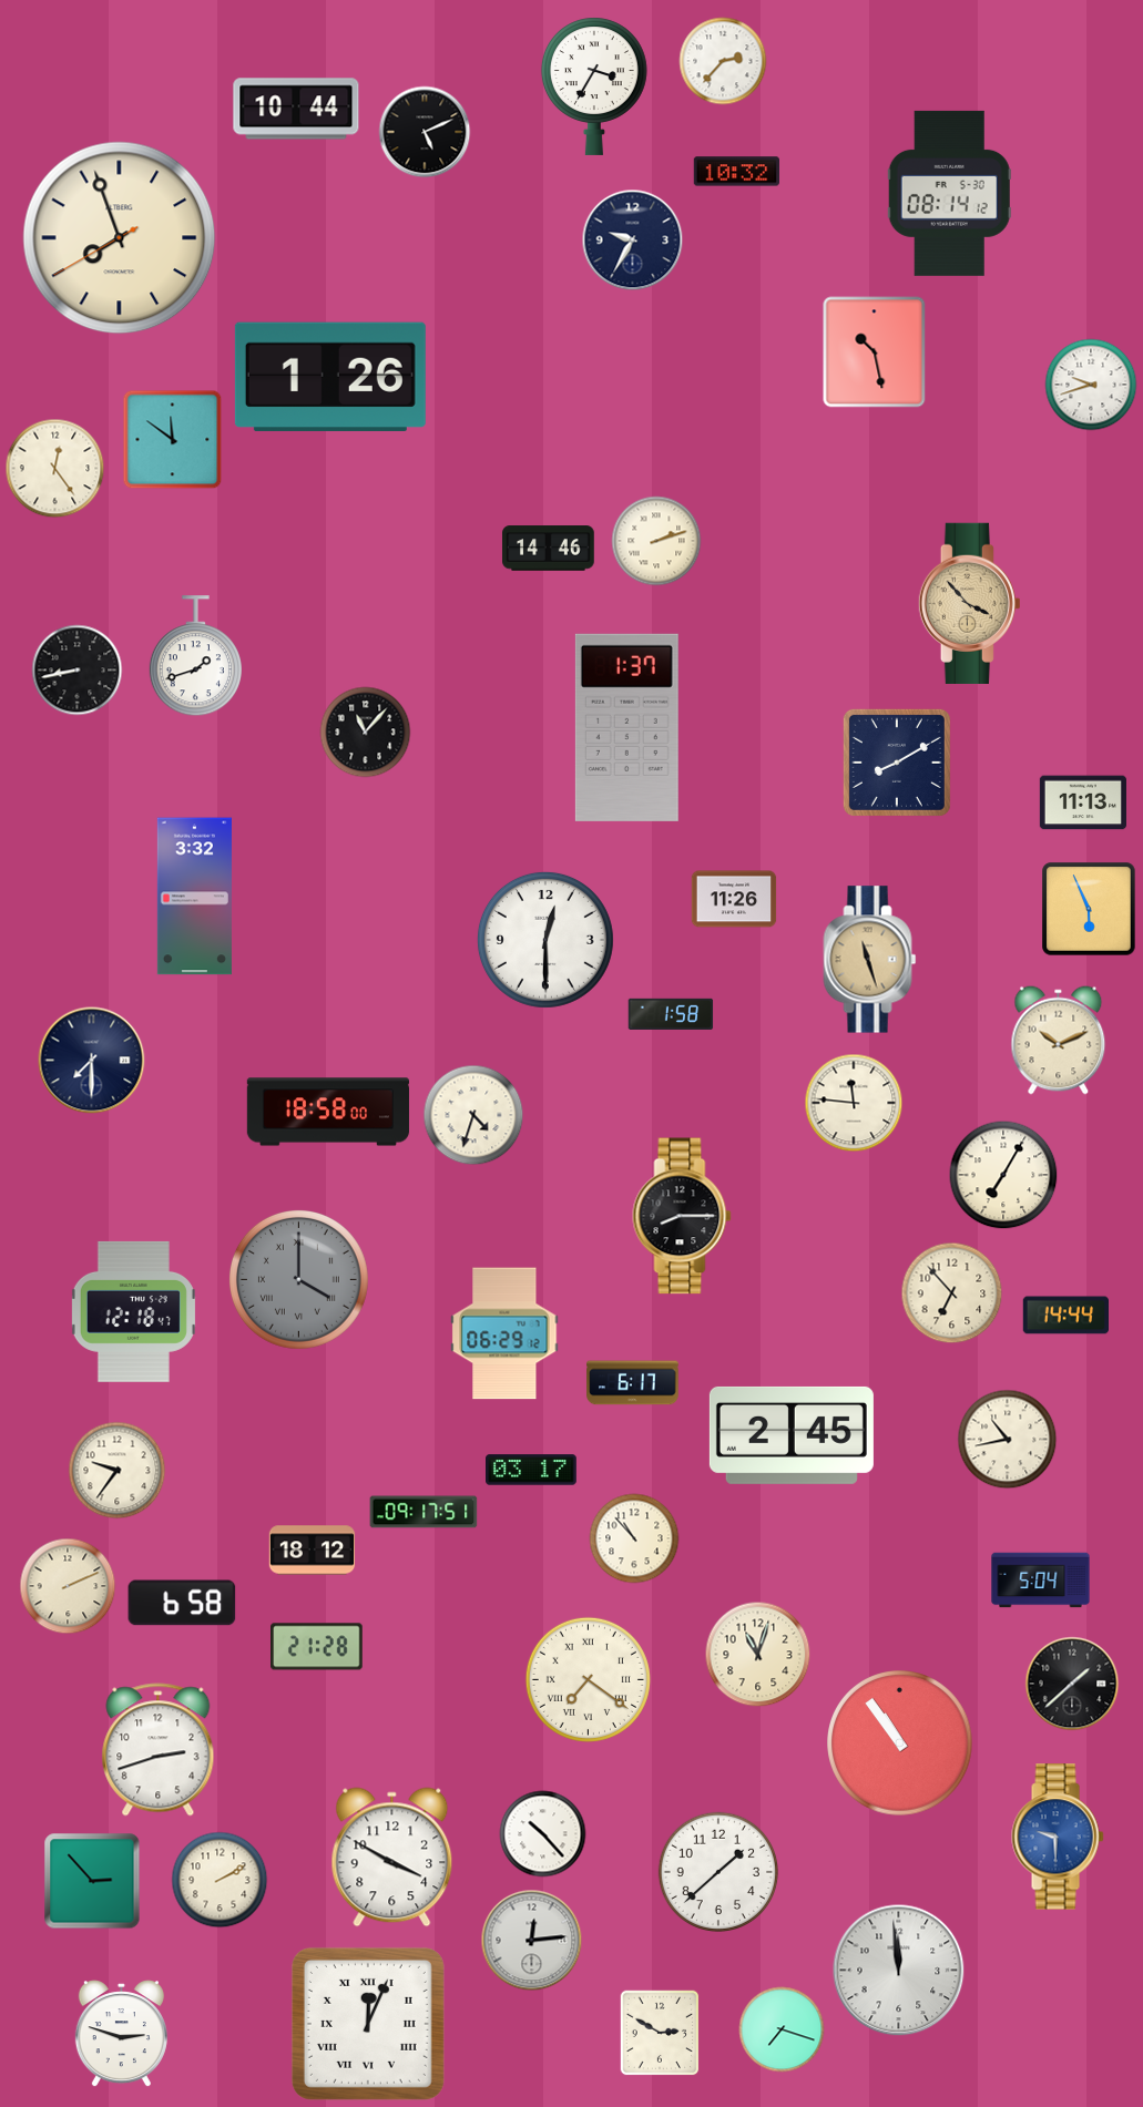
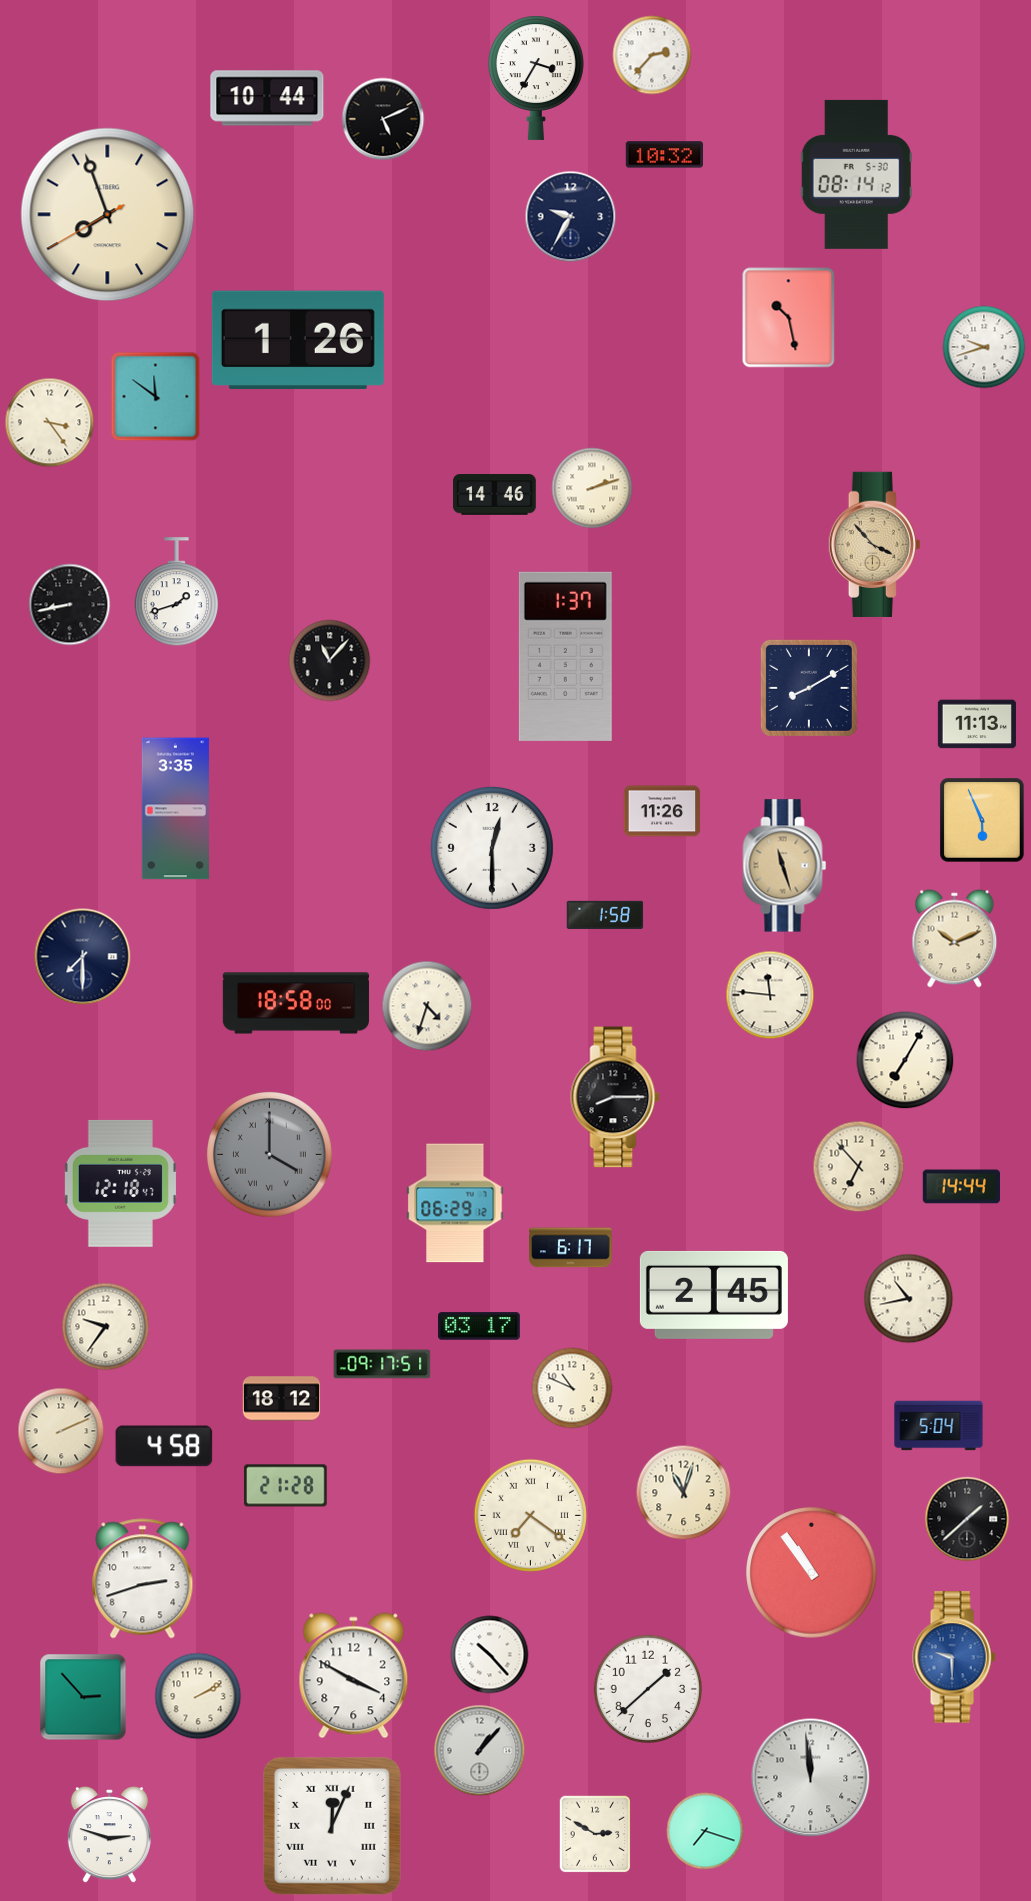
clock at (55, 469): 12:24 -> 3:24
clock at (194, 897): 3:32 -> 3:35
clock at (634, 1538): 10:53 -> 10:49
clock at (182, 1603): 6:58 -> 4:58
clock at (532, 1941): 12:14 -> 1:07
